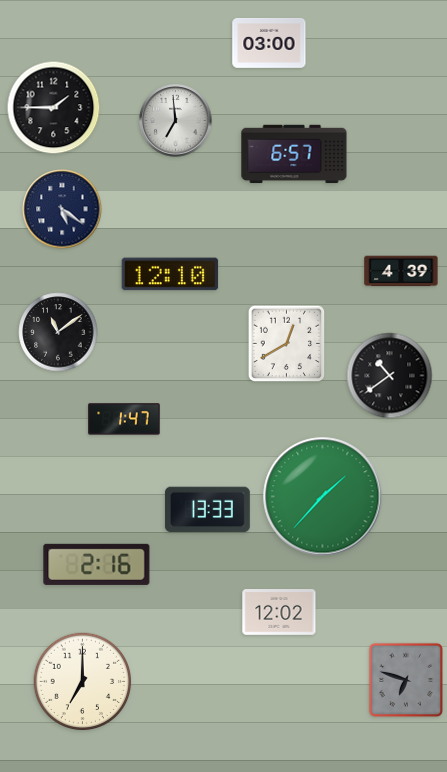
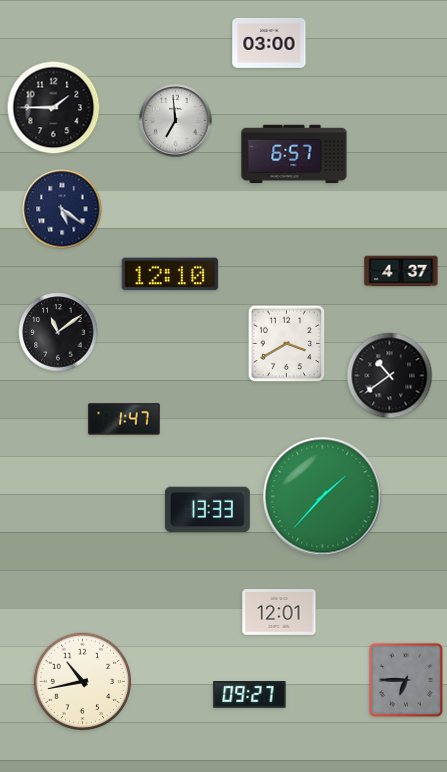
clock at (401, 271): 4:39 -> 4:37
clock at (287, 344): 12:40 -> 3:40
clock at (97, 564): 2:16 -> none
clock at (279, 613): 12:02 -> 12:01
clock at (406, 680): 6:48 -> 6:45
clock at (83, 682): 7:00 -> 10:43
clock at (250, 695): none -> 09:27
